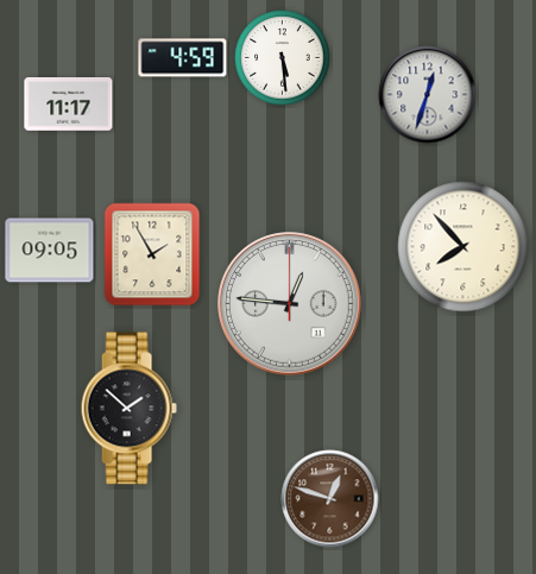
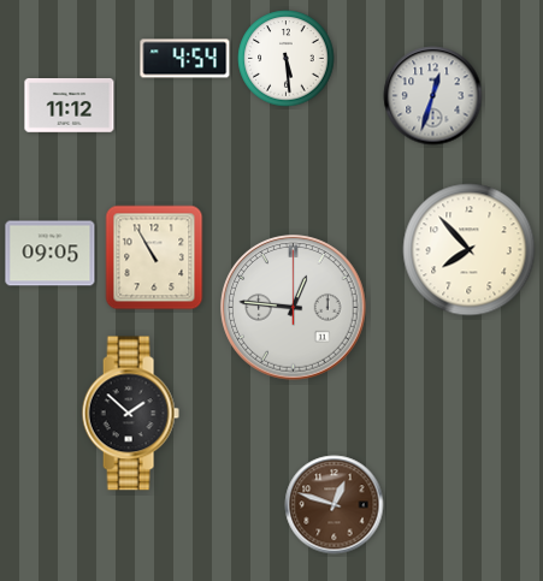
clock at (183, 58): 4:59 -> 4:54
clock at (69, 105): 11:17 -> 11:12
clock at (152, 254): 1:55 -> 10:55
